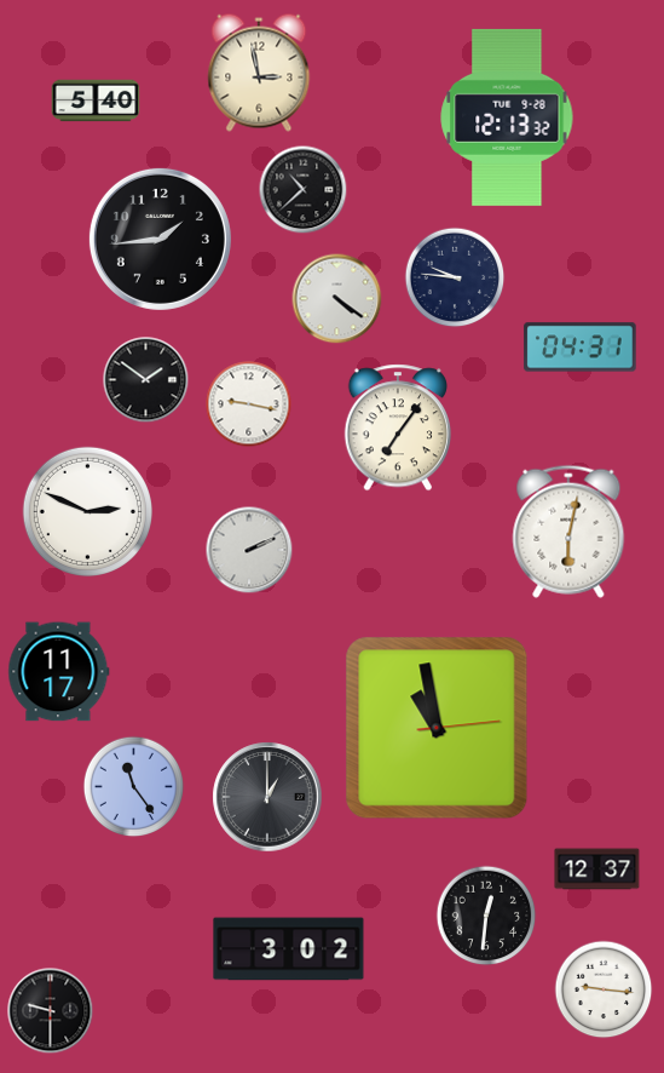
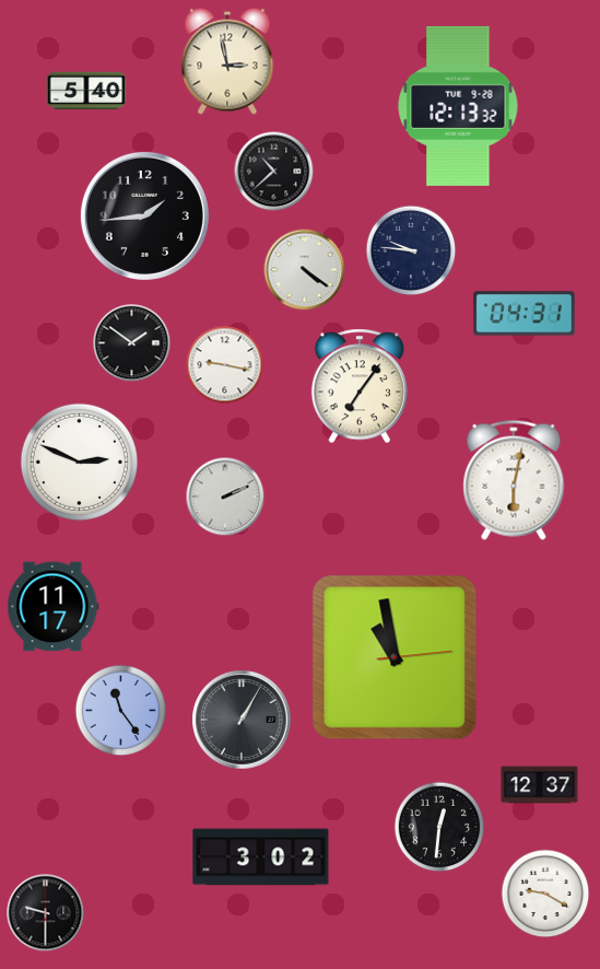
clock at (259, 73) position: (259, 73) -> (227, 61)
clock at (267, 797): 1:00 -> 1:05
clock at (604, 989): 9:16 -> 9:20
